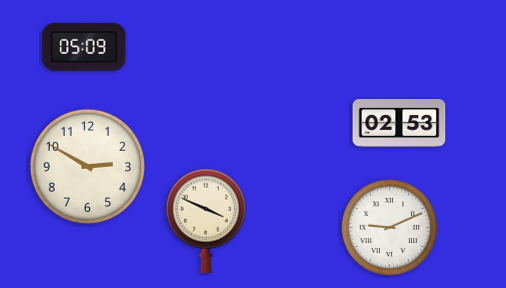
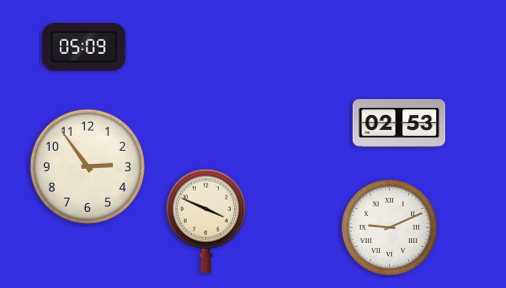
clock at (87, 166): 2:50 -> 2:54
